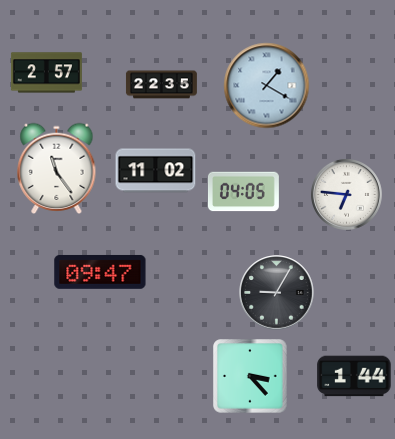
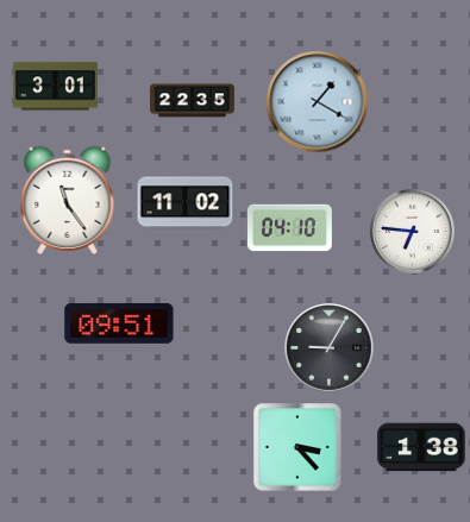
clock at (46, 73): 2:57 -> 3:01
clock at (243, 192): 04:05 -> 04:10
clock at (100, 272): 09:47 -> 09:51
clock at (354, 376): 1:44 -> 1:38
